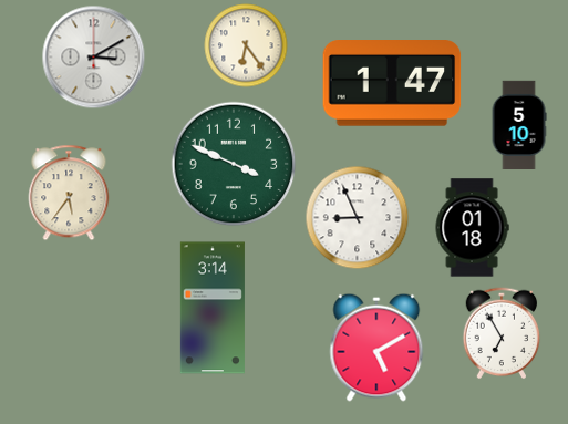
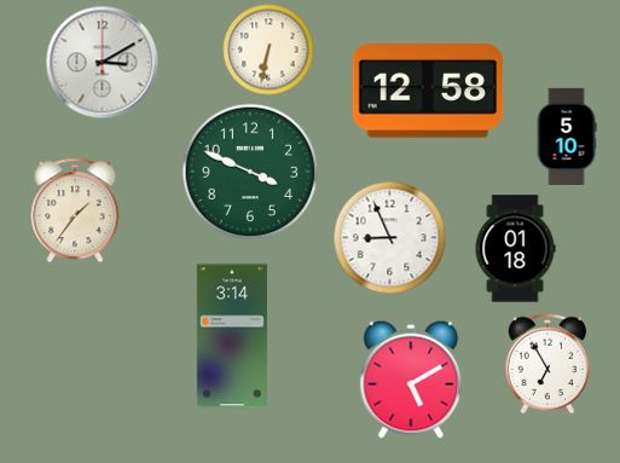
clock at (246, 45): 6:24 -> 6:32
clock at (392, 83): 1:47 -> 12:58
clock at (234, 164) position: (234, 164) -> (250, 172)
clock at (69, 193): 5:36 -> 1:36
